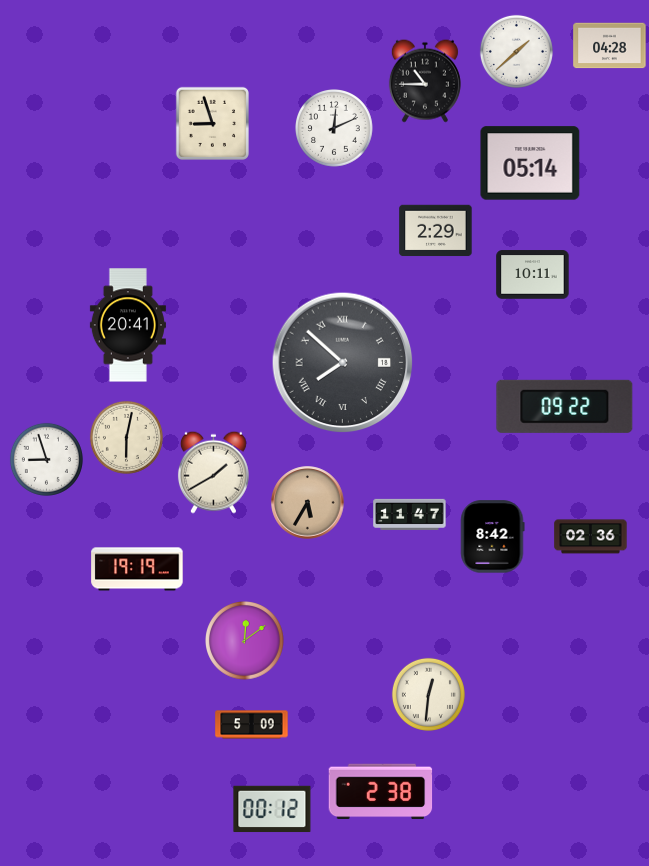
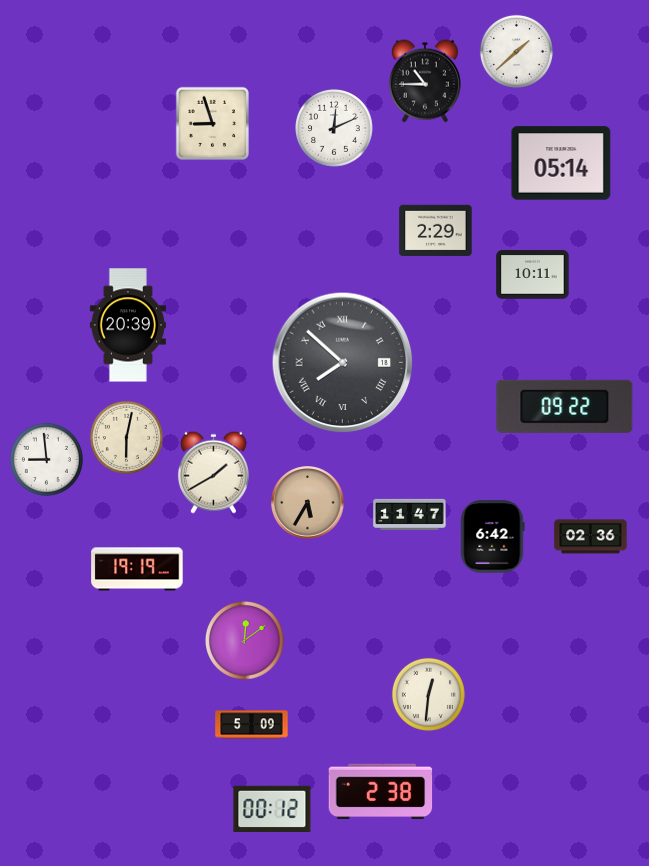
clock at (610, 46): 04:28 -> none
clock at (530, 163) position: (530, 163) -> (561, 163)
clock at (128, 325): 20:41 -> 20:39
clock at (46, 459): 8:57 -> 8:59
clock at (493, 537): 8:42 -> 6:42
